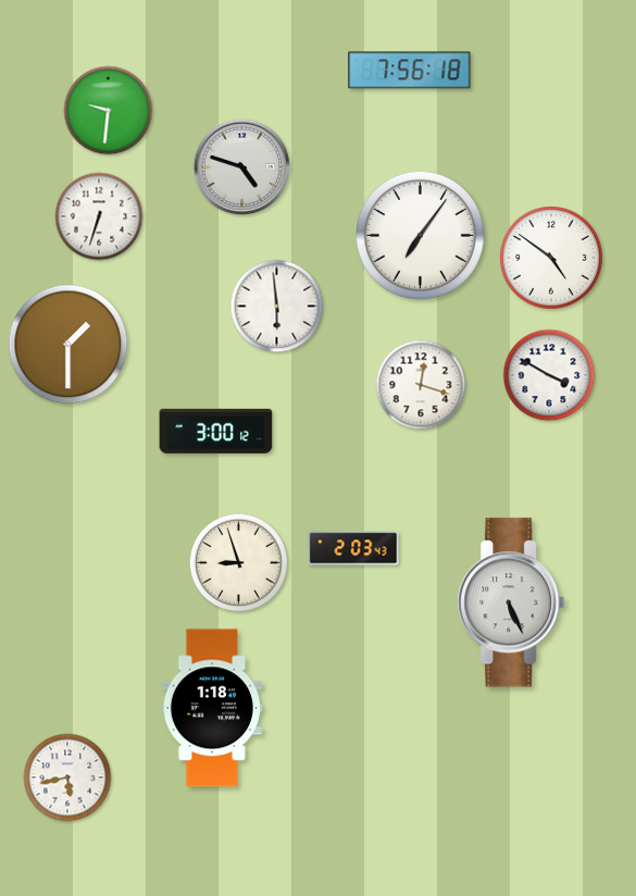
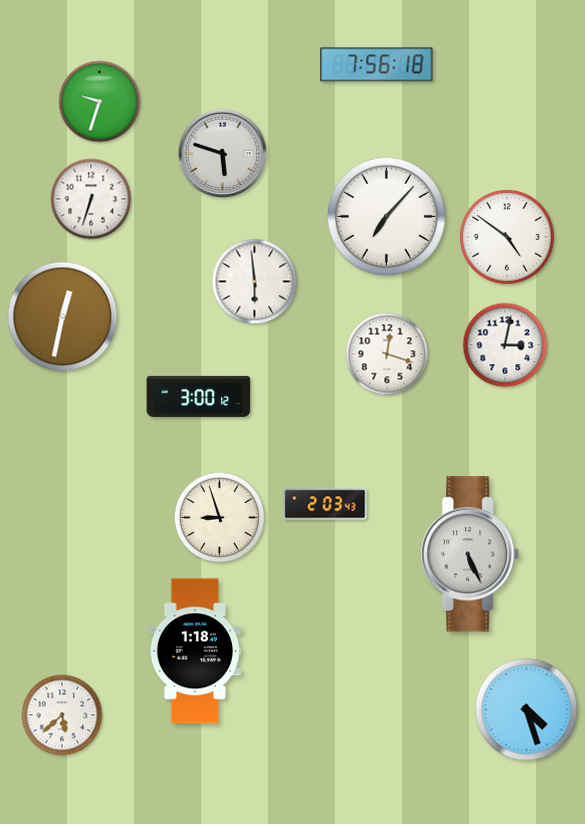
clock at (109, 111): 9:31 -> 9:33
clock at (242, 167): 4:48 -> 5:48
clock at (420, 235): 7:06 -> 7:07
clock at (68, 345): 1:30 -> 12:32
clock at (549, 375): 3:50 -> 3:02
clock at (527, 710): none -> 4:27
clock at (67, 777): 5:43 -> 5:38
